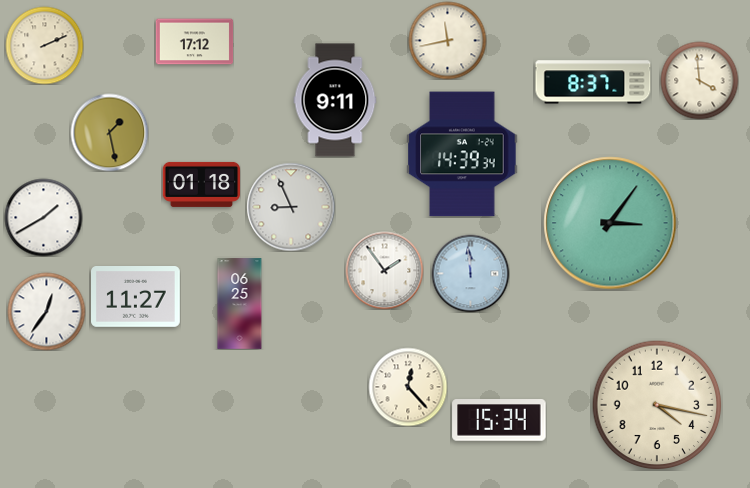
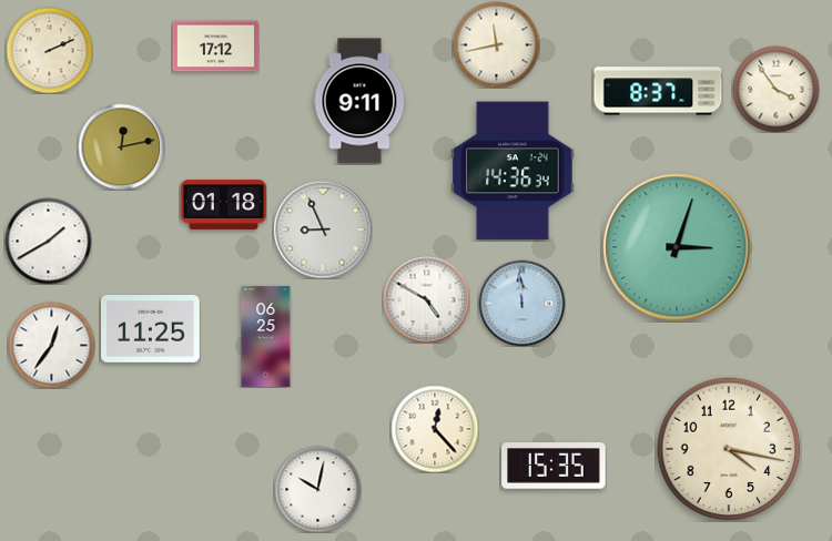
clock at (699, 80): 3:59 -> 3:54
clock at (335, 100) position: (335, 100) -> (359, 101)
clock at (109, 132): 1:28 -> 12:13
clock at (462, 154): 14:39 -> 14:36
clock at (610, 223): 3:06 -> 3:03
clock at (384, 270): 1:54 -> 4:50
clock at (136, 297): 11:27 -> 11:25
clock at (408, 387) position: (408, 387) -> (435, 429)
clock at (499, 420): 15:34 -> 15:35
clock at (317, 489): none -> 10:02
